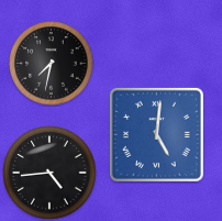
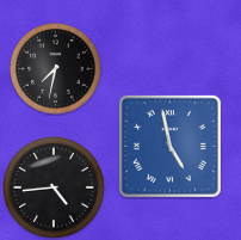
clock at (156, 134): 5:01 -> 4:58
